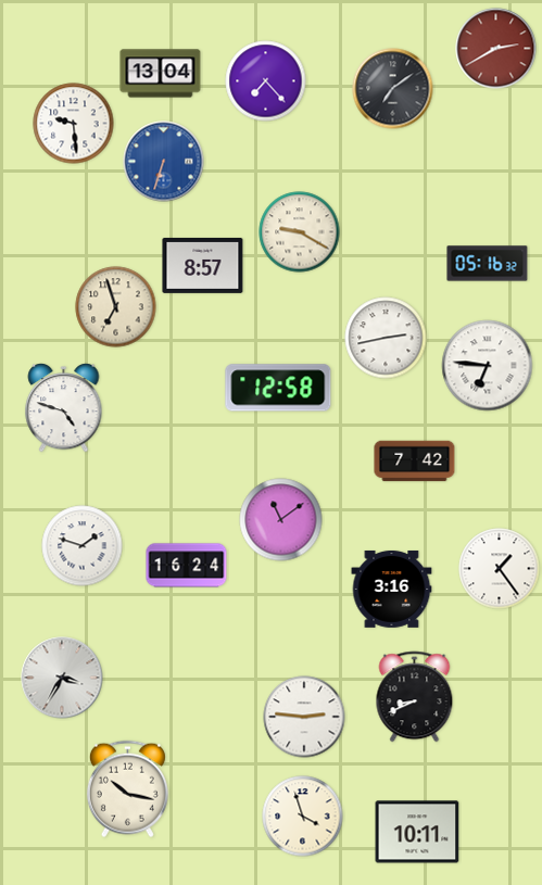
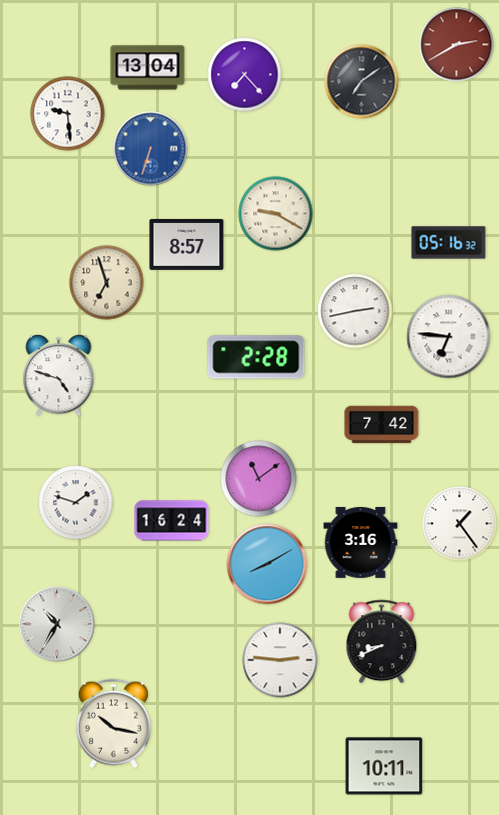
clock at (278, 388): 12:58 -> 2:28
clock at (267, 564): none -> 8:10
clock at (62, 678): 3:35 -> 10:35
clock at (127, 789) position: (127, 789) -> (113, 724)
clock at (303, 817): 3:57 -> none
